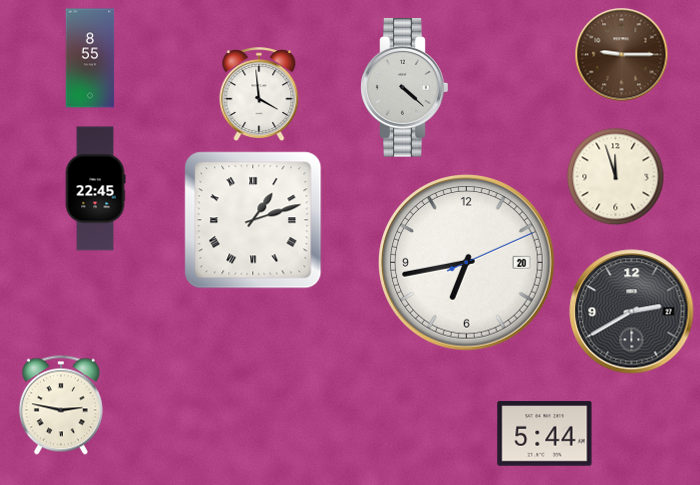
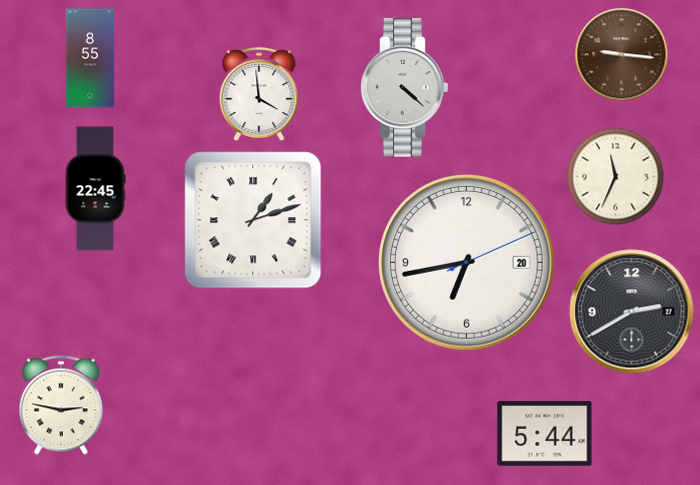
clock at (622, 55): 9:15 -> 9:16
clock at (616, 177): 11:57 -> 11:34
